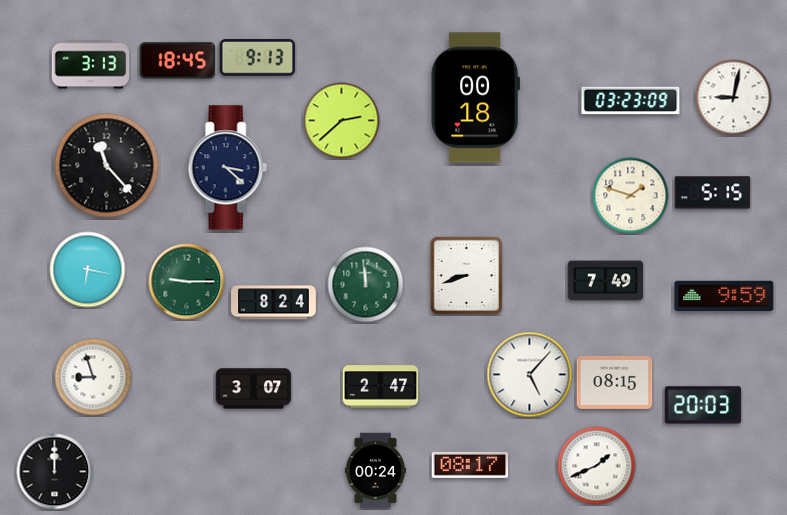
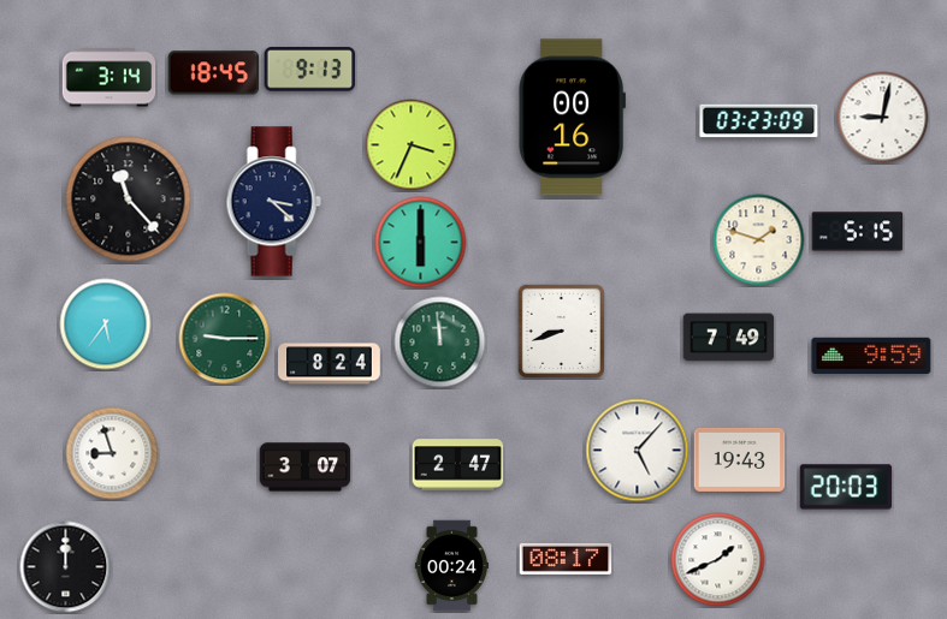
clock at (91, 65): 3:13 -> 3:14
clock at (475, 98): 00:18 -> 00:16
clock at (342, 121): 2:38 -> 3:34
clock at (631, 196) position: (631, 196) -> (759, 240)
clock at (421, 243): none -> 6:00
clock at (88, 270): 6:17 -> 5:36
clock at (615, 382): 08:15 -> 19:43
